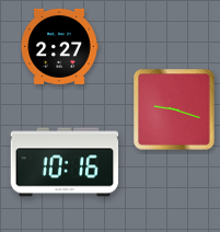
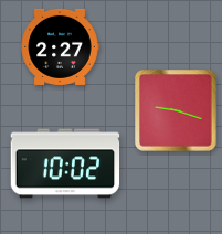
clock at (65, 162): 10:16 -> 10:02
